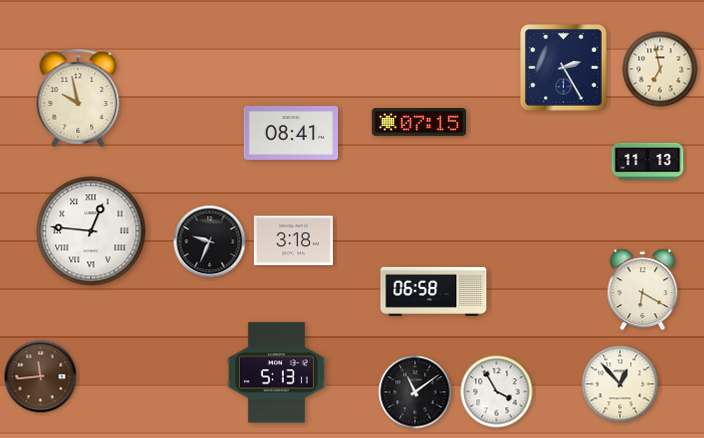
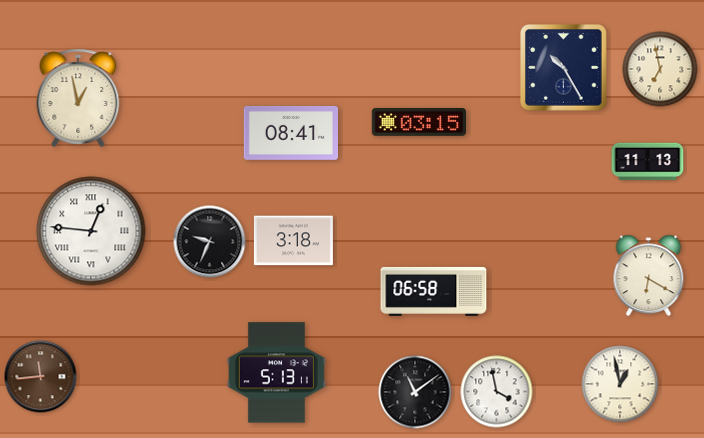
clock at (564, 68): 2:25 -> 10:25
clock at (78, 98): 9:58 -> 12:58
clock at (418, 123): 07:15 -> 03:15
clock at (643, 290) position: (643, 290) -> (649, 276)
clock at (620, 384): 12:53 -> 12:58
clock at (497, 392): 3:55 -> 3:58
